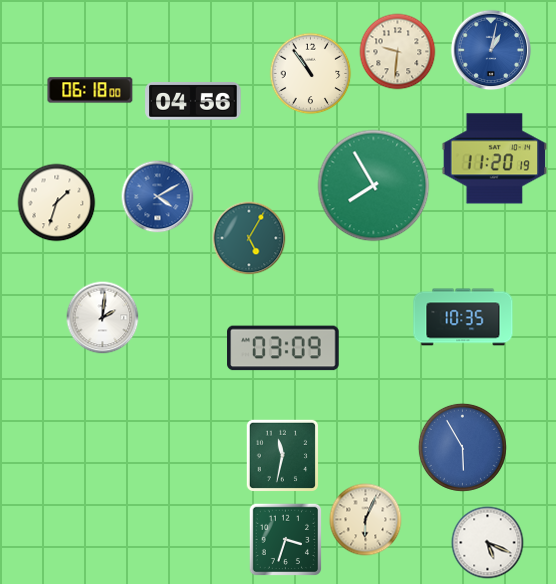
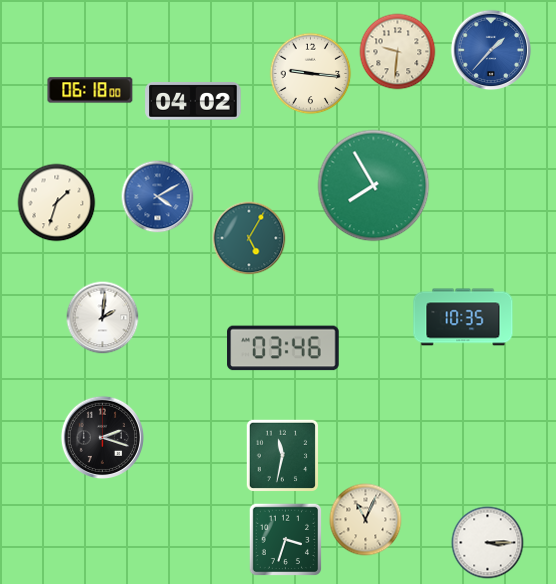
clock at (491, 50): 1:02 -> 1:37
clock at (311, 74): 10:54 -> 9:16
clock at (193, 101): 04:56 -> 04:02
clock at (495, 159): 11:20 -> none
clock at (283, 348): 03:09 -> 03:46
clock at (102, 437): none -> 2:18
clock at (462, 447): 5:55 -> none
clock at (366, 520): 6:04 -> 11:04
clock at (488, 543): 5:19 -> 3:15
